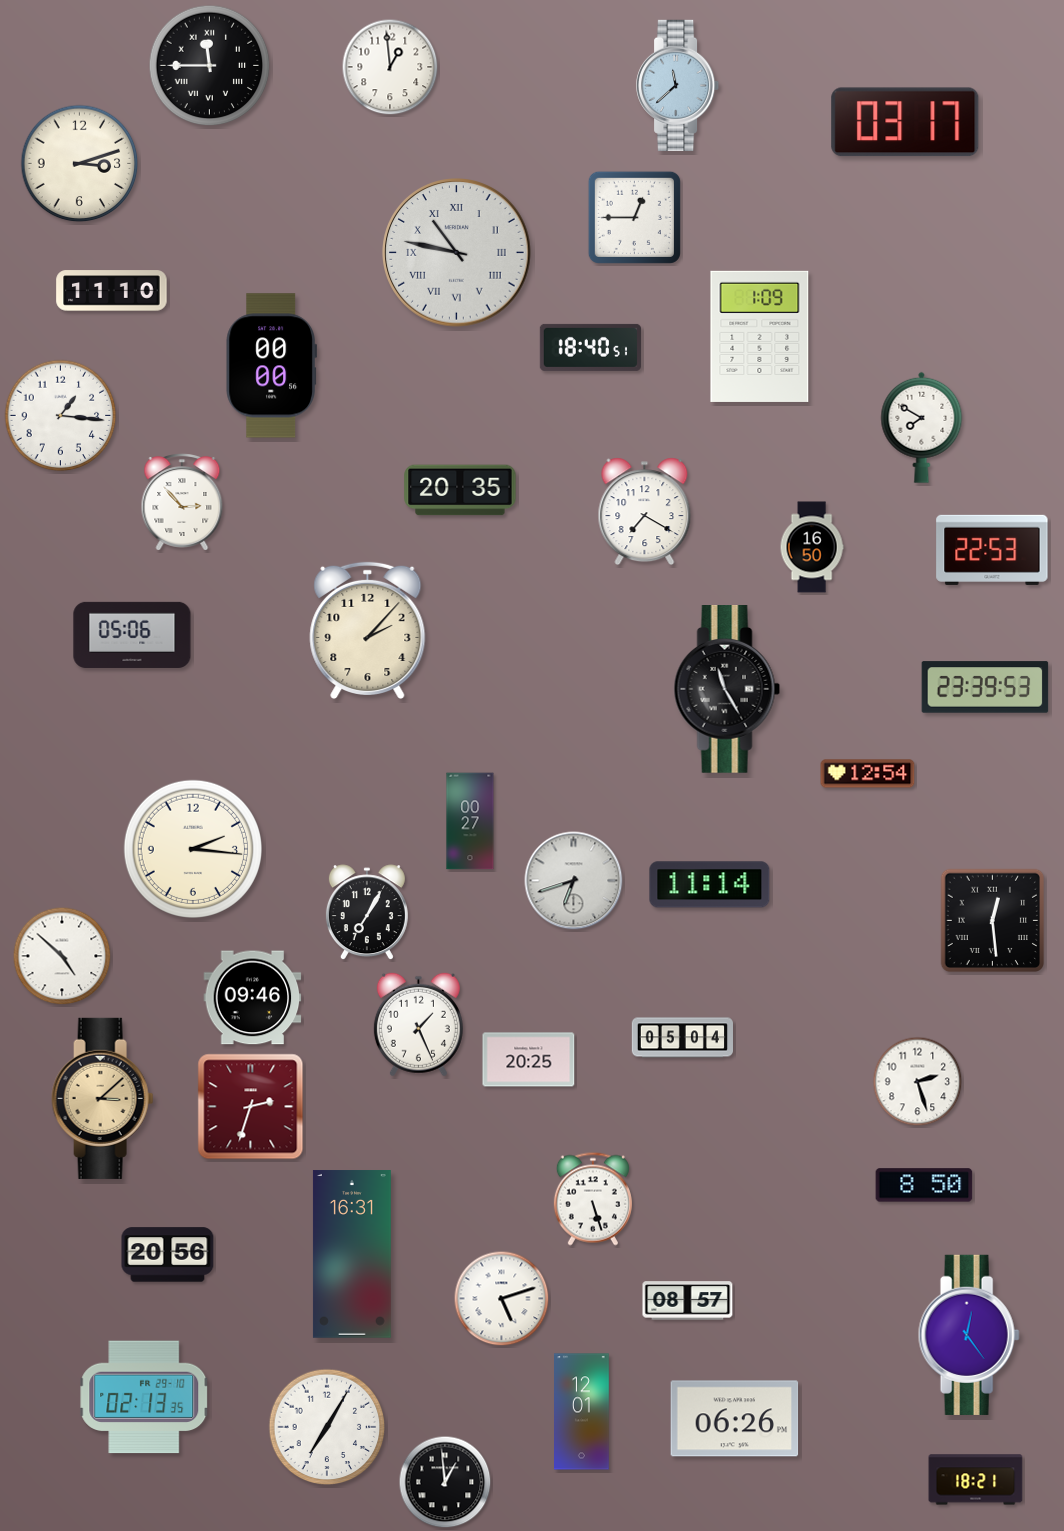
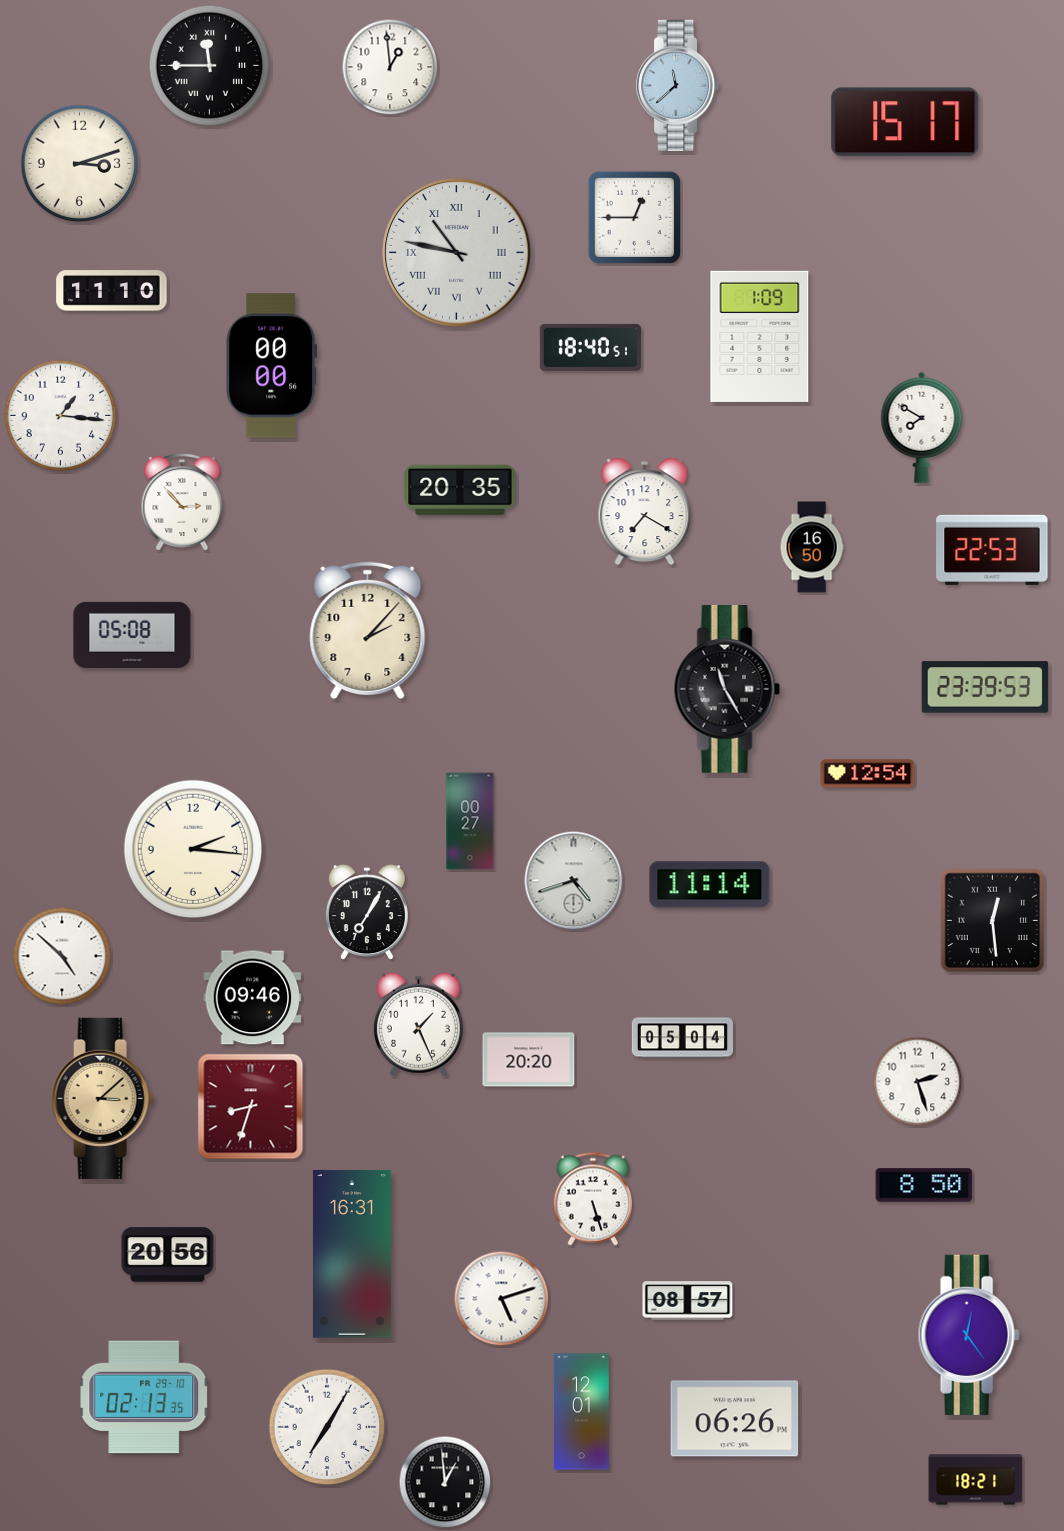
clock at (905, 122): 03:17 -> 15:17
clock at (132, 635): 05:06 -> 05:08
clock at (574, 881): 6:42 -> 4:42
clock at (529, 1060): 20:25 -> 20:20
clock at (251, 1107): 2:33 -> 8:33
